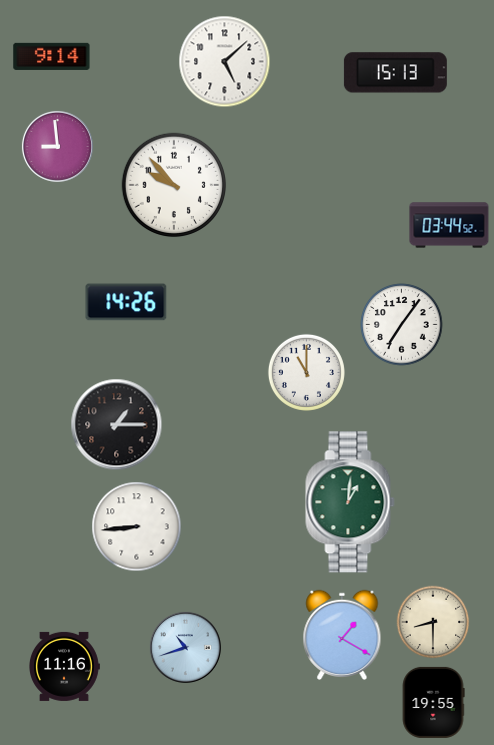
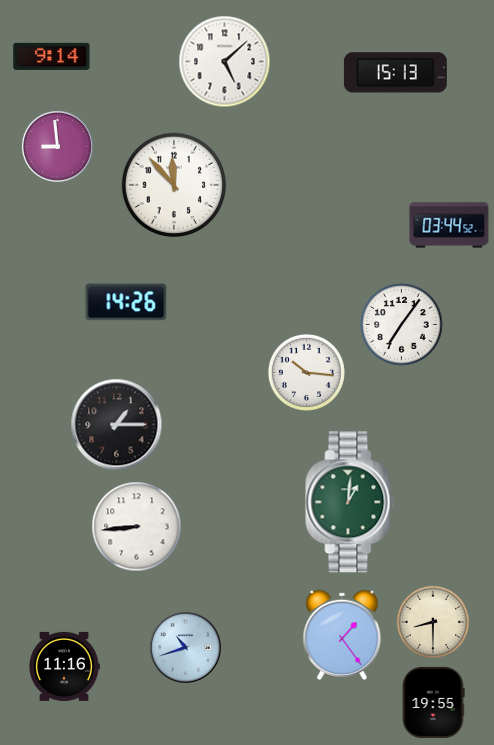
clock at (174, 185): 9:53 -> 11:53
clock at (306, 372): 11:00 -> 10:16
clock at (342, 635): 1:20 -> 1:24
